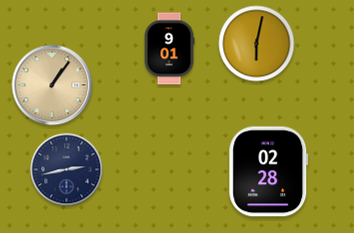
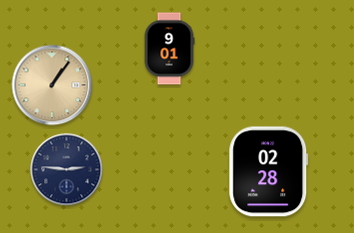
clock at (257, 44): 6:02 -> none
clock at (67, 170): 2:43 -> 2:46
